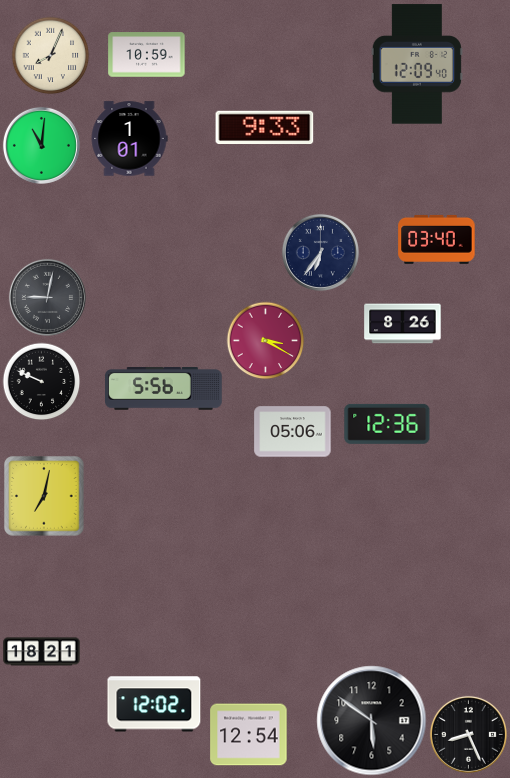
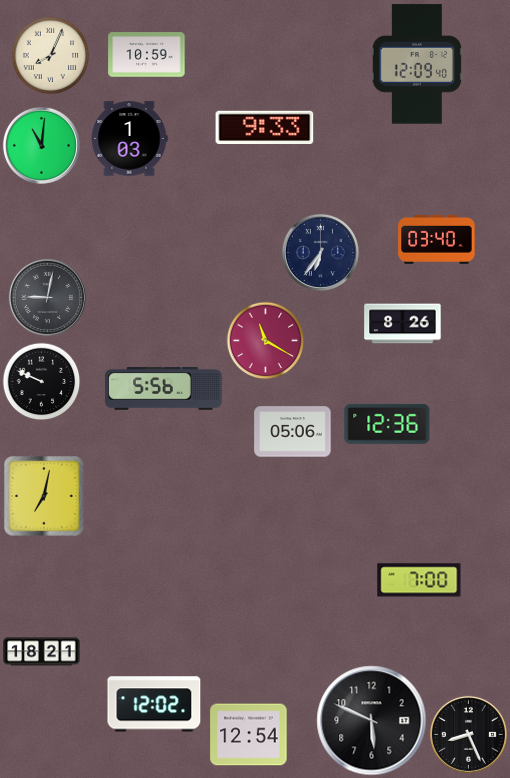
clock at (129, 139): 1:01 -> 1:03
clock at (265, 340): 3:20 -> 11:20
clock at (419, 580): none -> 7:00
clock at (372, 721): 5:51 -> 5:49
